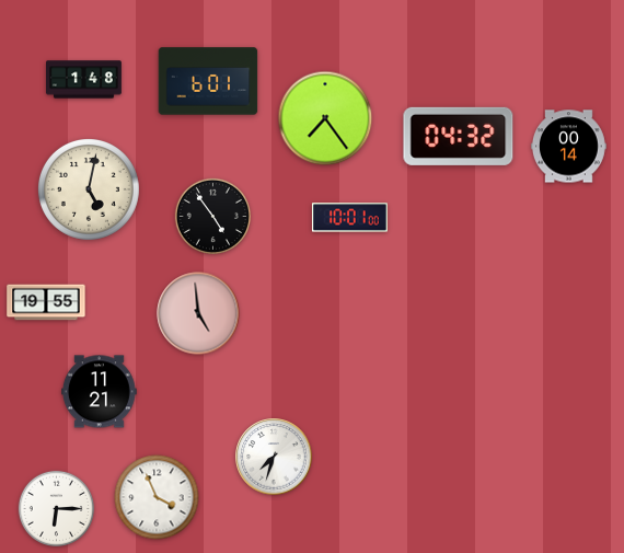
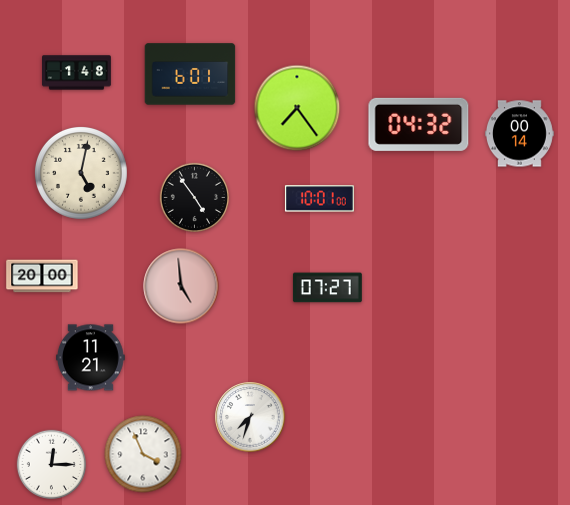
clock at (46, 302): 19:55 -> 20:00
clock at (327, 288): none -> 07:27
clock at (56, 508): 6:15 -> 12:15
